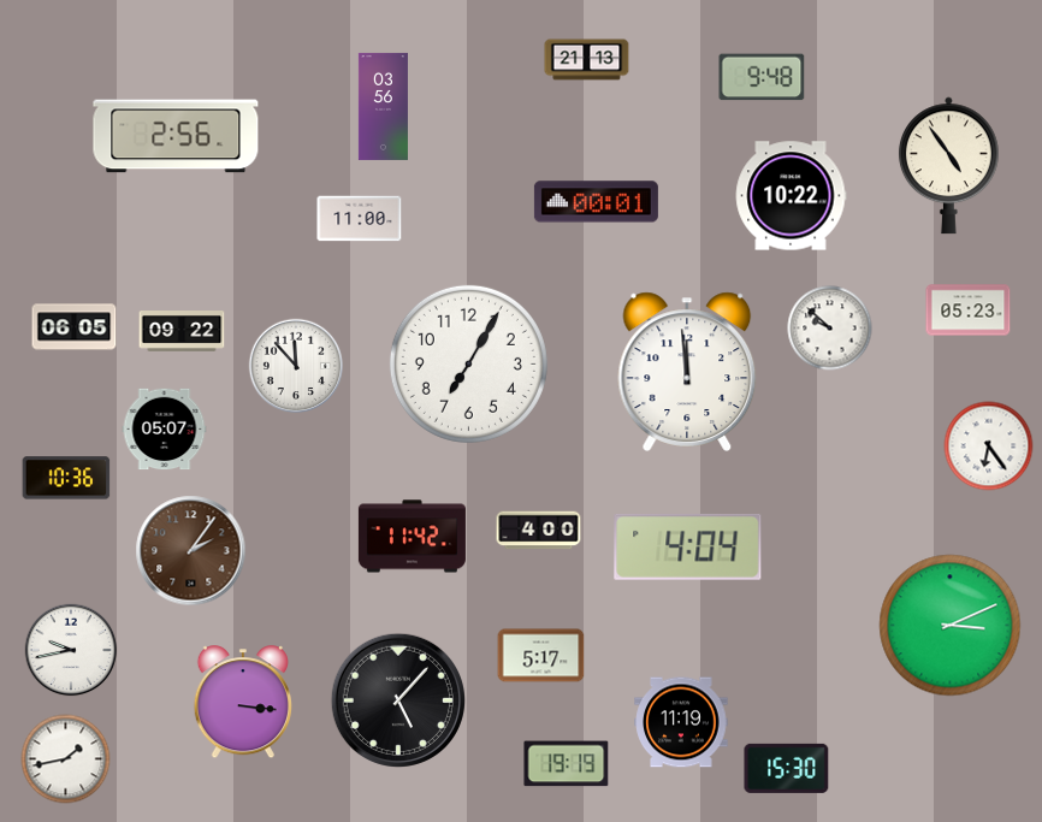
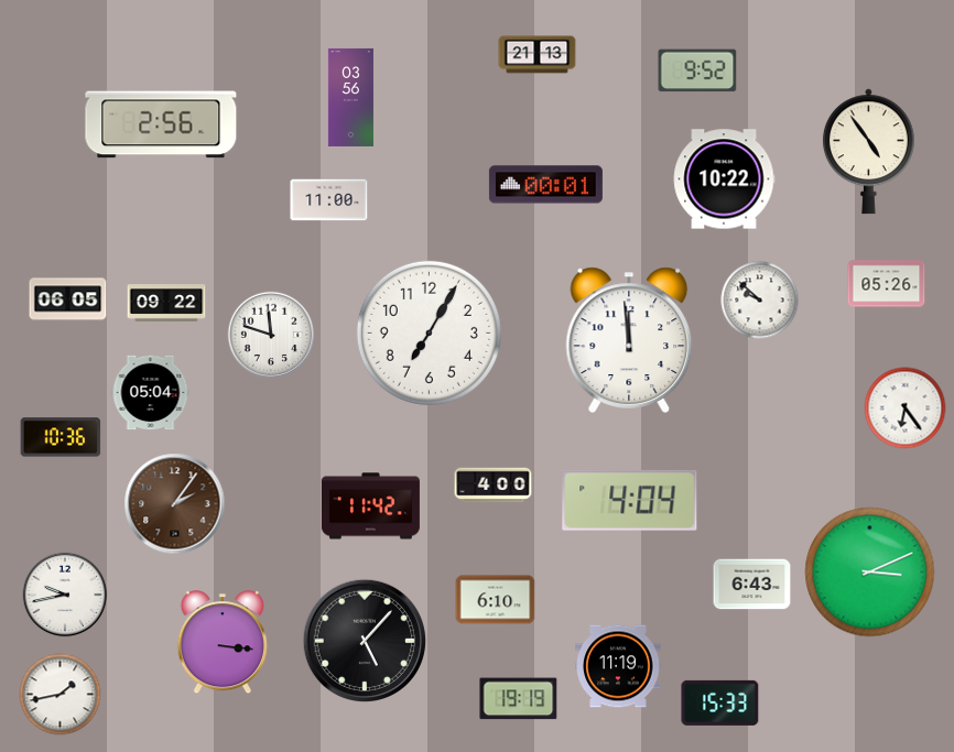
clock at (762, 77): 9:48 -> 9:52
clock at (969, 311): 05:23 -> 05:26
clock at (296, 366): 11:53 -> 11:48
clock at (165, 430): 05:07 -> 05:04
clock at (412, 537) position: (412, 537) -> (370, 506)
clock at (752, 585): none -> 6:43
clock at (541, 656): 5:17 -> 6:10
clock at (681, 722) position: (681, 722) -> (618, 666)
clock at (787, 768): 15:30 -> 15:33
